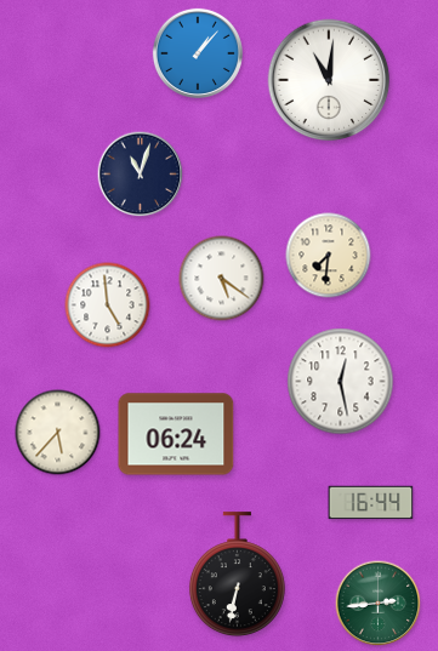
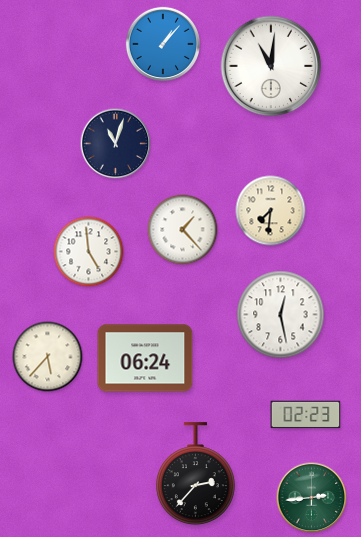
clock at (222, 279): 5:21 -> 1:23
clock at (371, 503): 16:44 -> 02:23
clock at (237, 575): 6:32 -> 2:37
